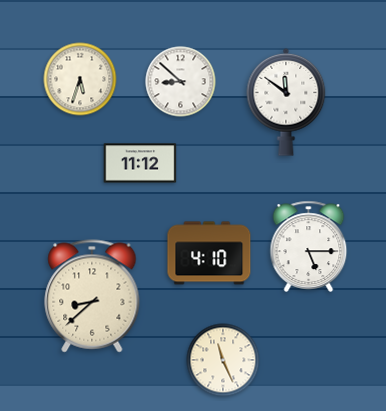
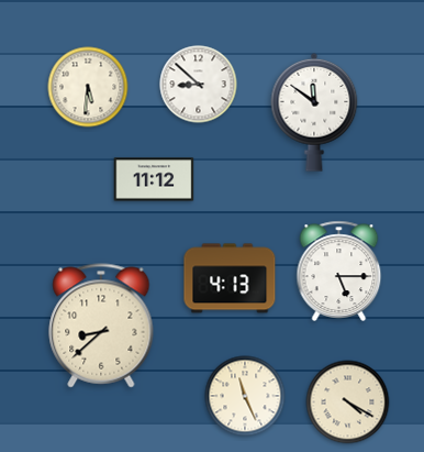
clock at (80, 79): 5:33 -> 5:31
clock at (181, 82) position: (181, 82) -> (199, 85)
clock at (209, 253): 4:10 -> 4:13
clock at (348, 403): none -> 4:20
